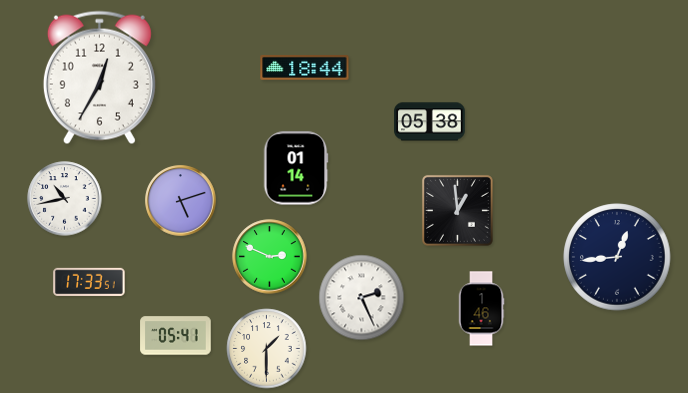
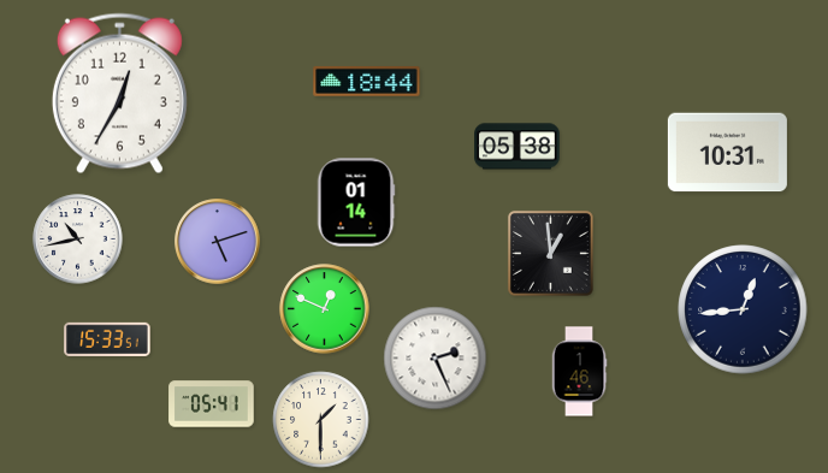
clock at (727, 153): none -> 10:31
clock at (270, 257): 2:49 -> 12:49
clock at (89, 281): 17:33 -> 15:33
